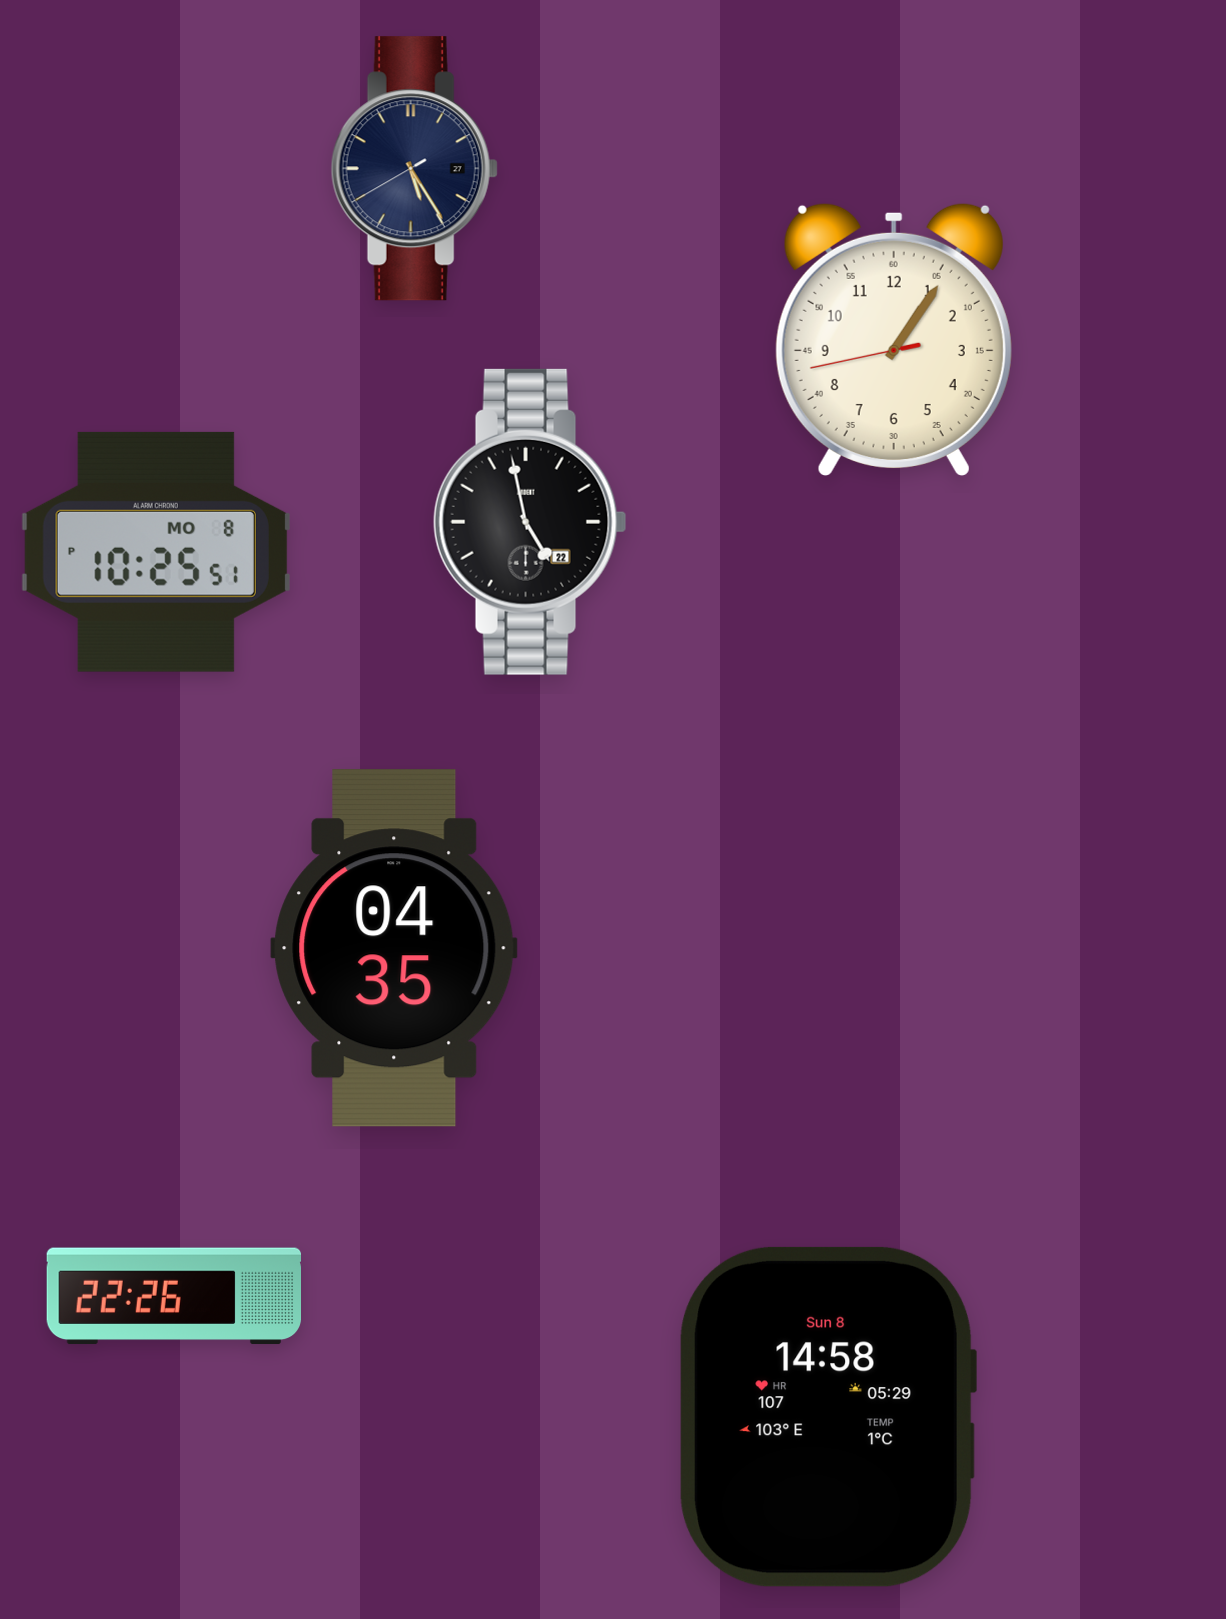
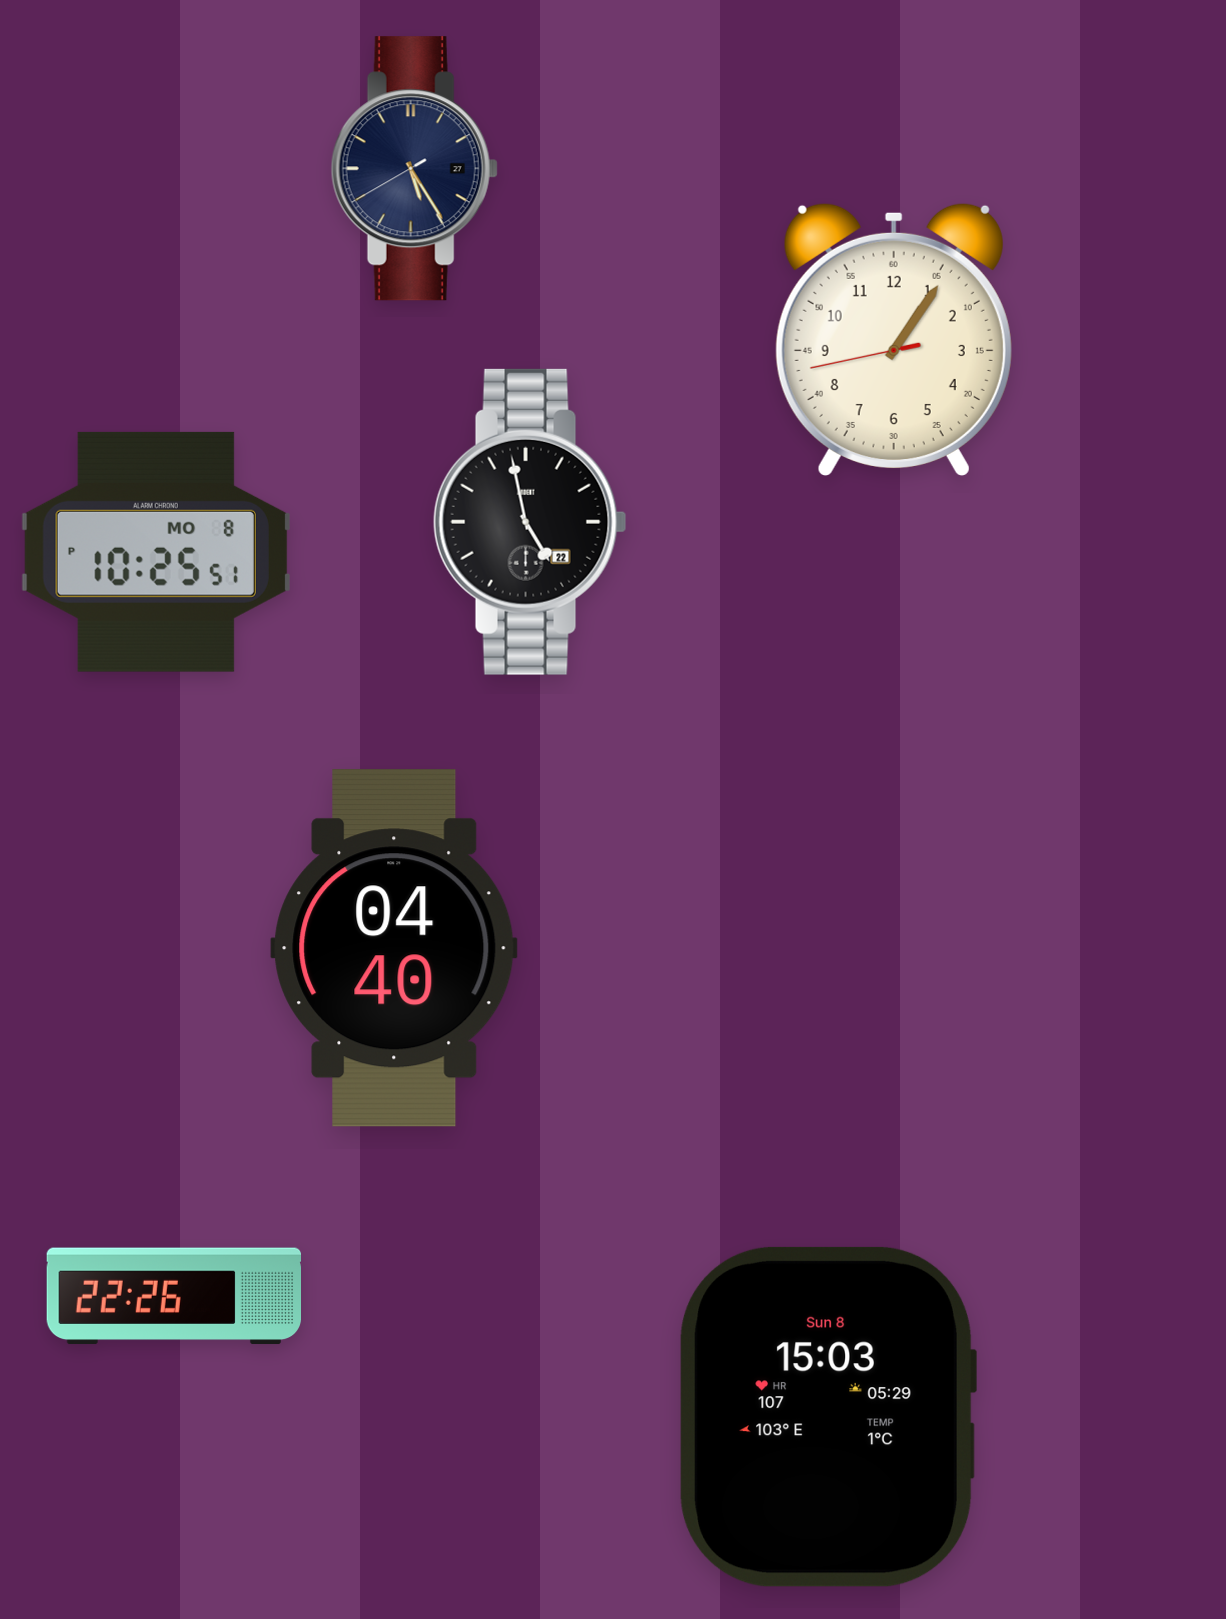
clock at (394, 948): 04:35 -> 04:40
clock at (828, 1417): 14:58 -> 15:03
